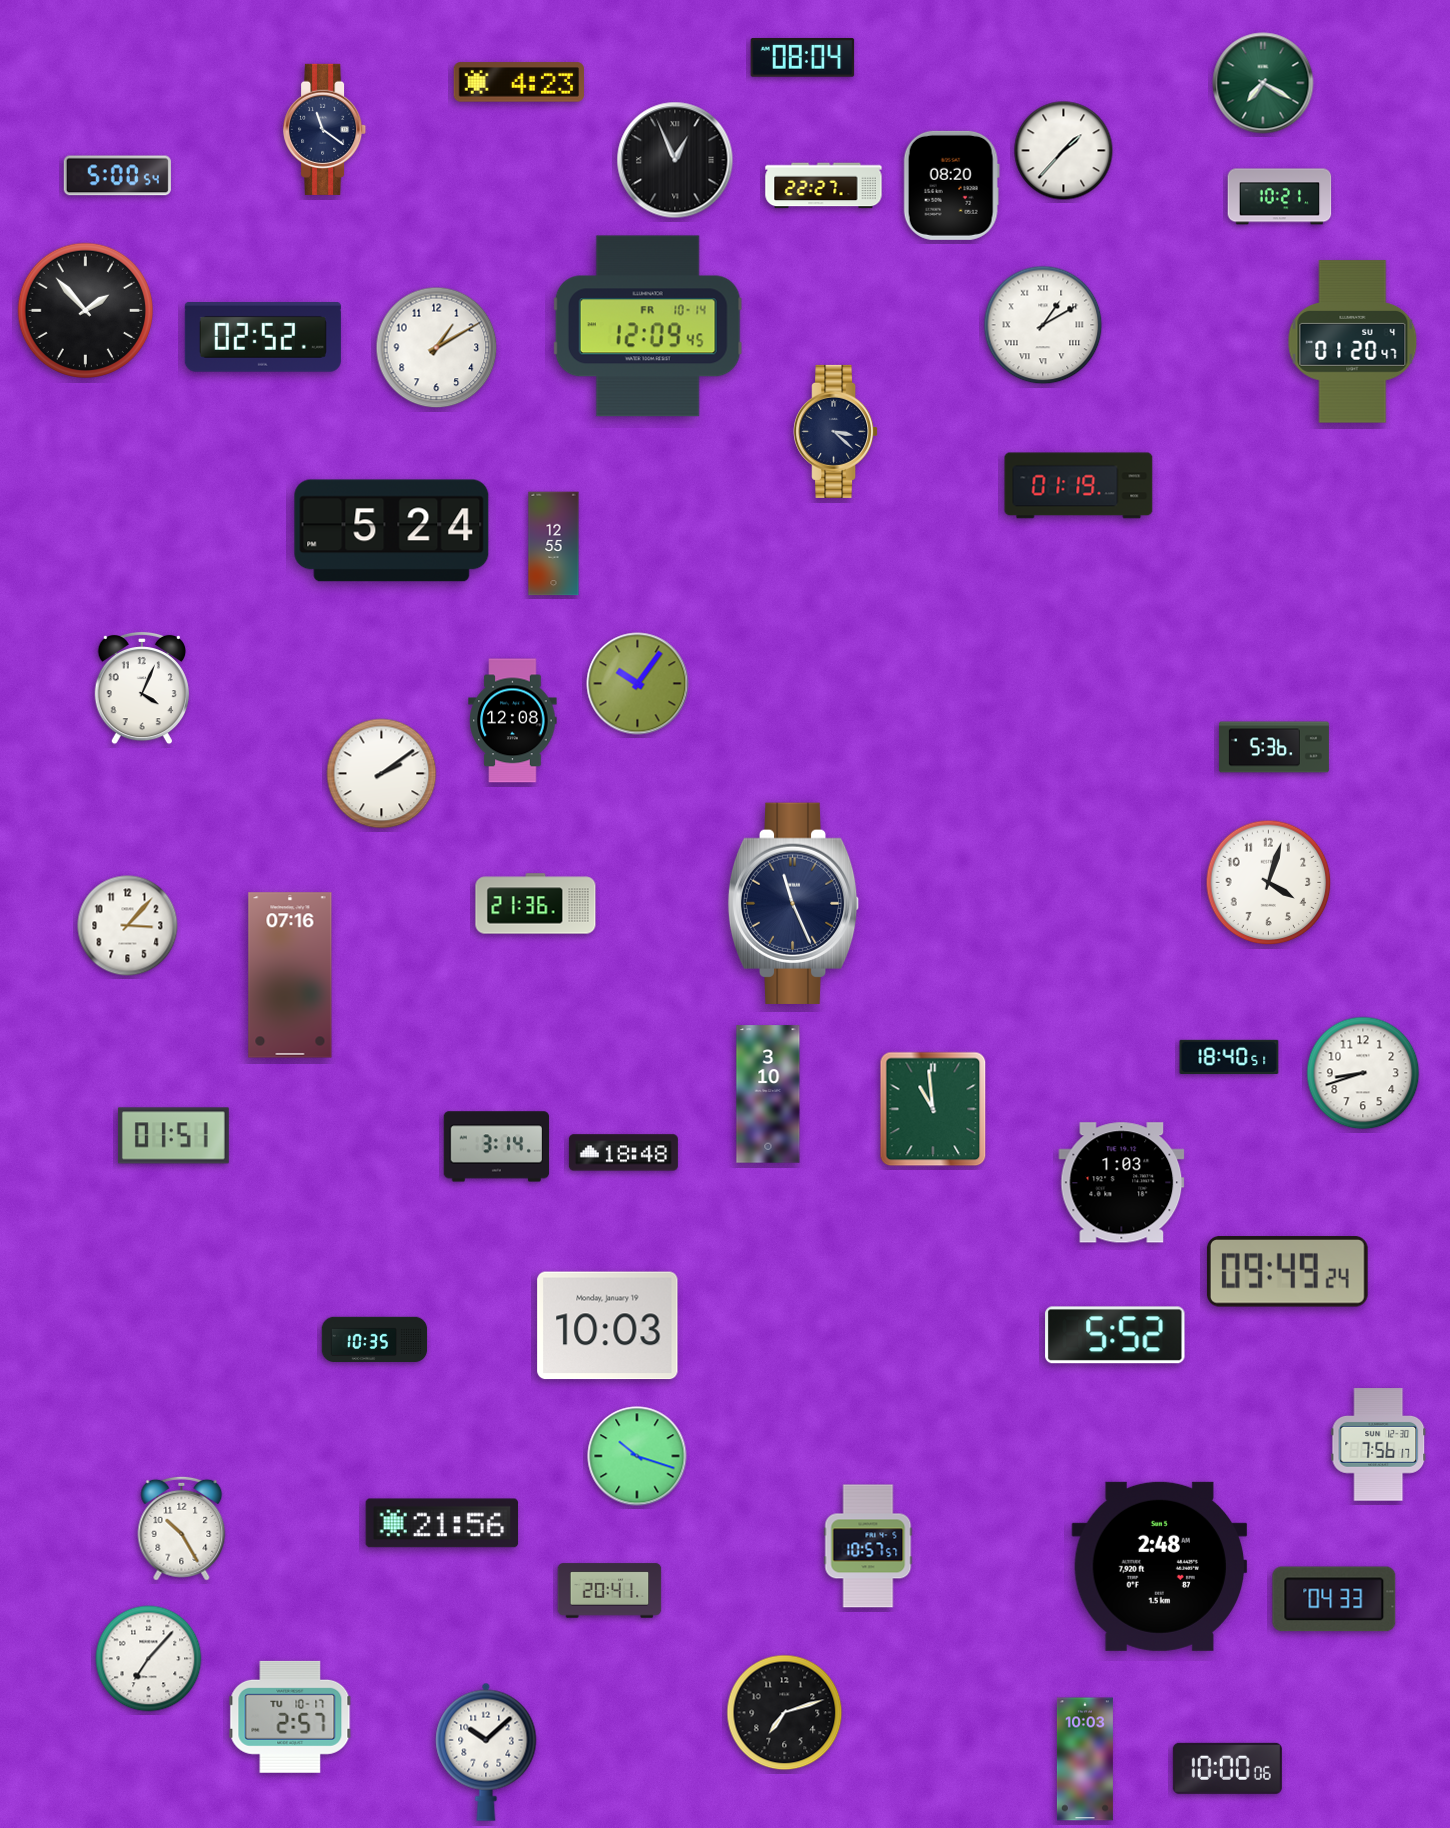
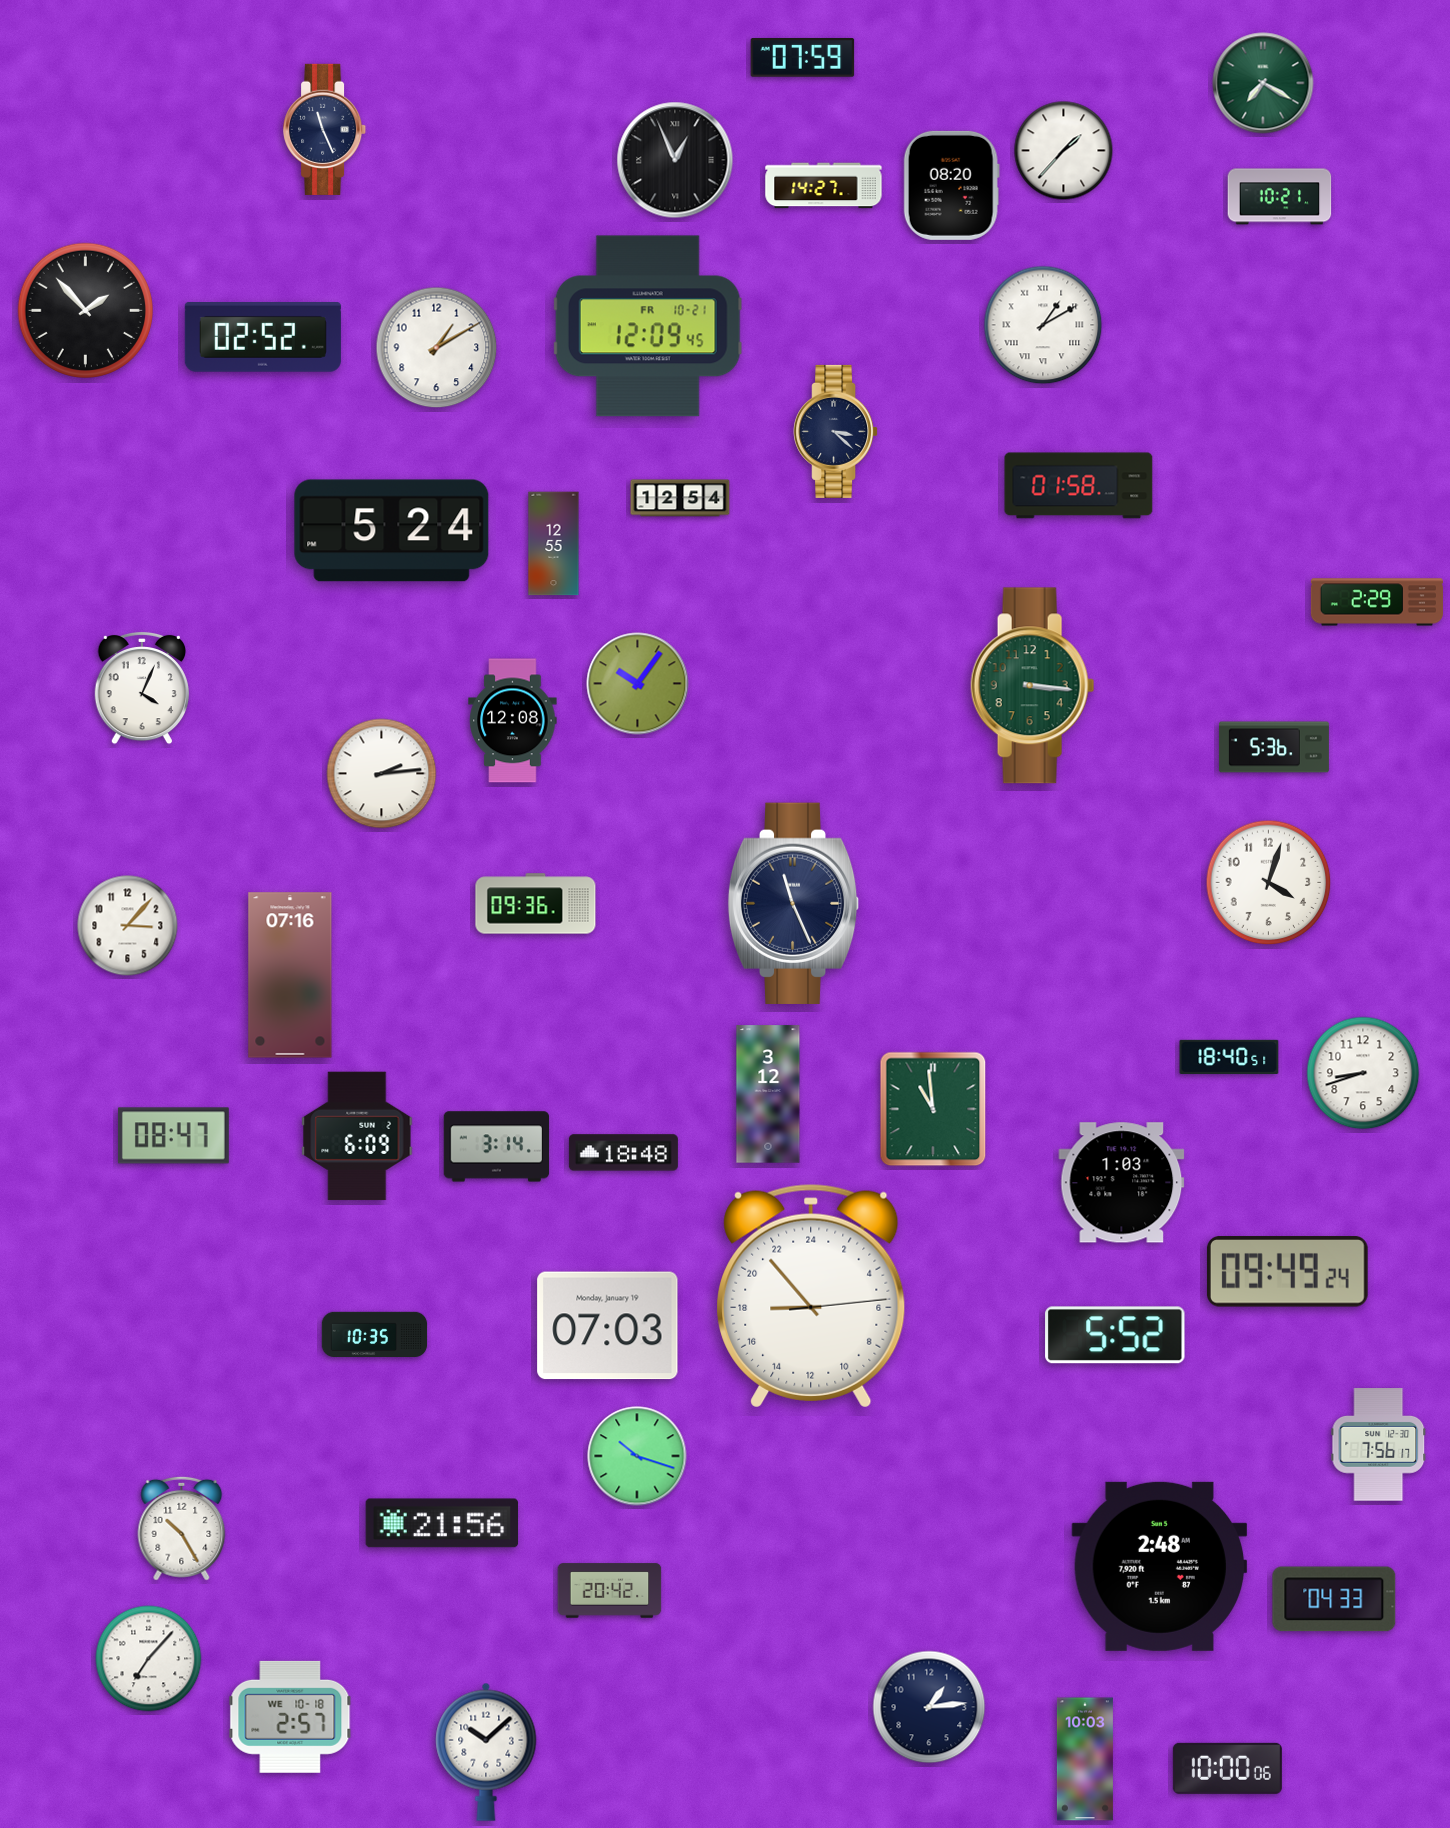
clock at (803, 58): 08:04 -> 07:59
clock at (519, 82): 4:23 -> none
clock at (325, 129): 11:21 -> 11:26
clock at (117, 176): 5:00 -> none
clock at (824, 186): 22:27 -> 14:27
clock at (648, 326) date: FR 10-14 -> FR 10-21
clock at (1353, 342): 01:20 -> none
clock at (1079, 486): 01:19 -> 01:58
clock at (680, 498): none -> 12:54
clock at (1377, 602): none -> 2:29
clock at (1033, 686): none -> 3:16
clock at (382, 774): 2:09 -> 2:14
clock at (536, 904): 21:36 -> 09:36
clock at (768, 1094): 3:10 -> 3:12
clock at (173, 1136): 01:51 -> 08:47
clock at (357, 1136): none -> 6:09
clock at (811, 1296): none -> 17:53
clock at (608, 1326): 10:03 -> 07:03
clock at (375, 1340) position: (375, 1340) -> (375, 1335)
clock at (868, 1546): 10:57 -> none
clock at (610, 1591): 20:41 -> 20:42
clock at (929, 1707): none -> 1:14
clock at (785, 1713): 7:12 -> none
clock at (290, 1717) date: TU 10-17 -> WE 10-18
